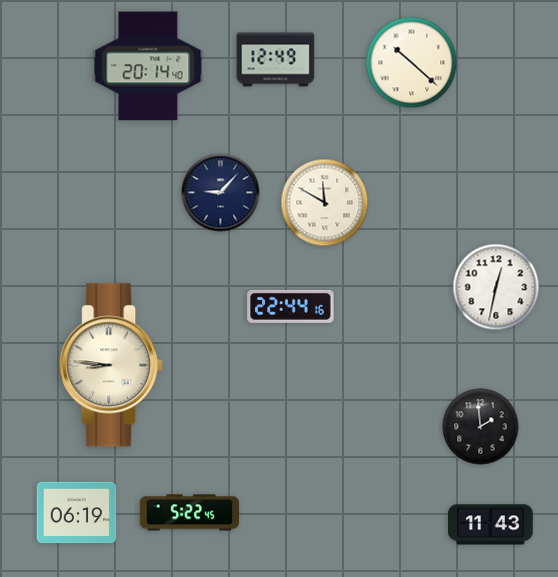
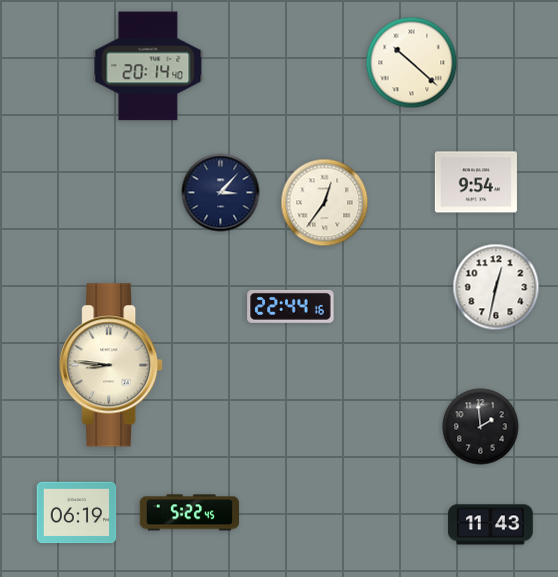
clock at (276, 60): 12:49 -> none
clock at (476, 182): none -> 9:54
clock at (221, 193): 9:07 -> 3:07
clock at (325, 203): 11:50 -> 12:36
